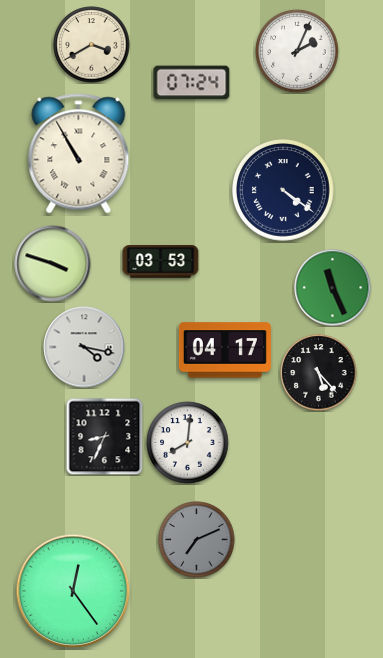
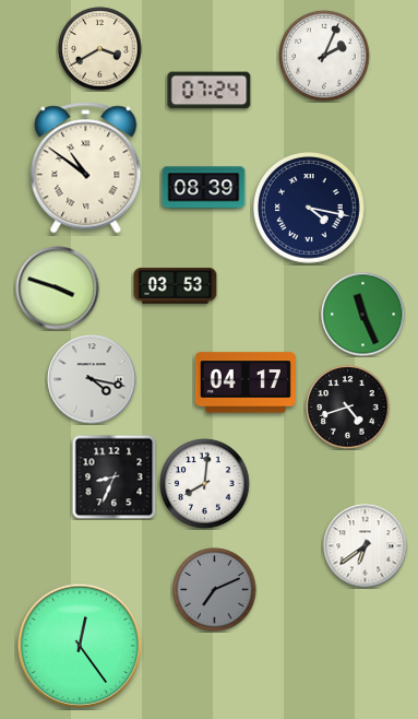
clock at (79, 154): 10:55 -> 10:51
clock at (204, 188): none -> 08:39
clock at (284, 191): 4:21 -> 4:17
clock at (319, 373): 5:23 -> 4:42
clock at (366, 546): none -> 6:39
